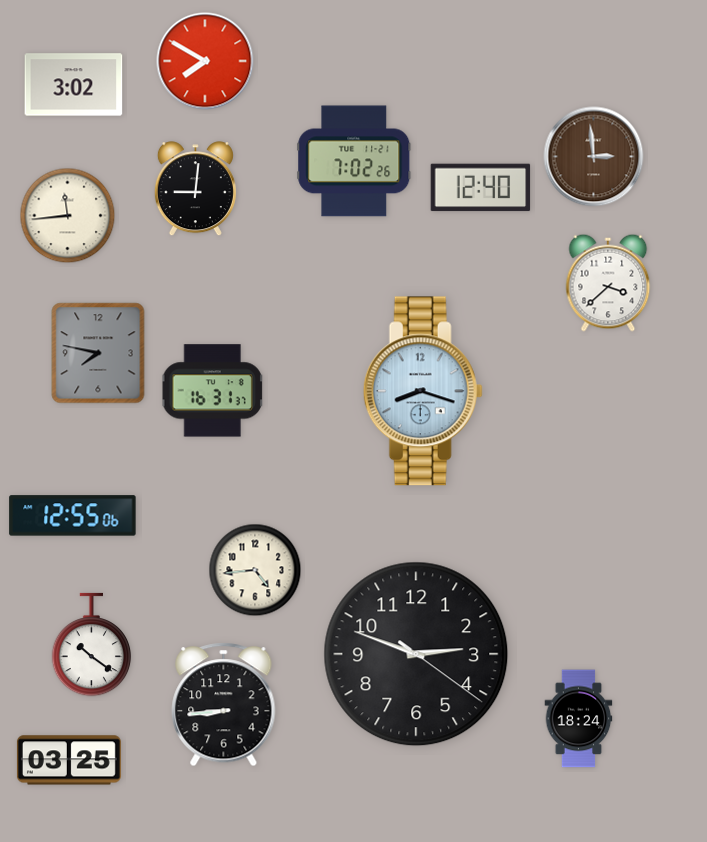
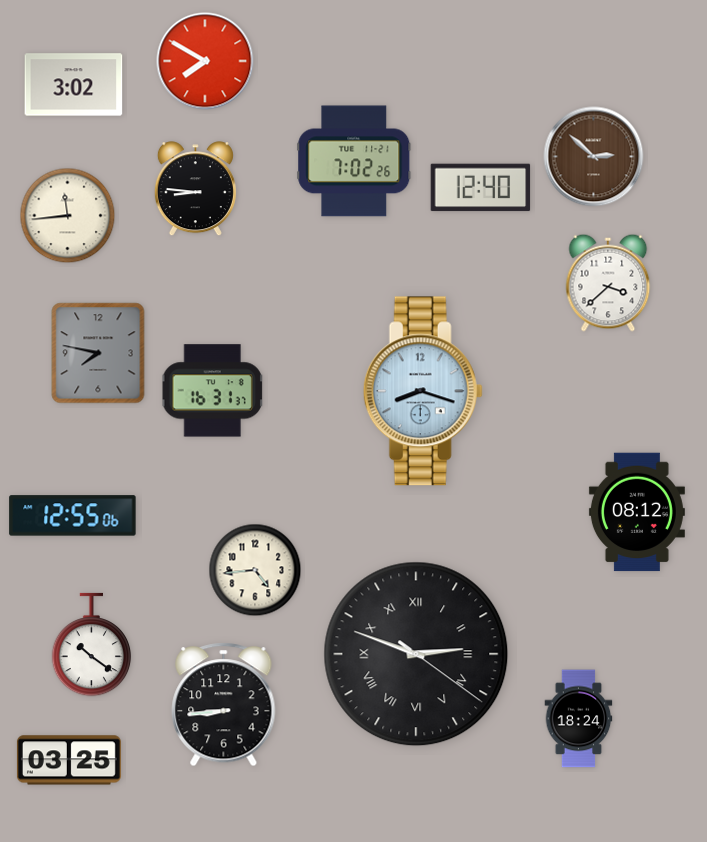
clock at (594, 157): 2:59 -> 2:52
clock at (195, 189): 9:01 -> 8:46
clock at (637, 512): none -> 08:12
clock at (416, 654) numerals: Arabic -> Roman
